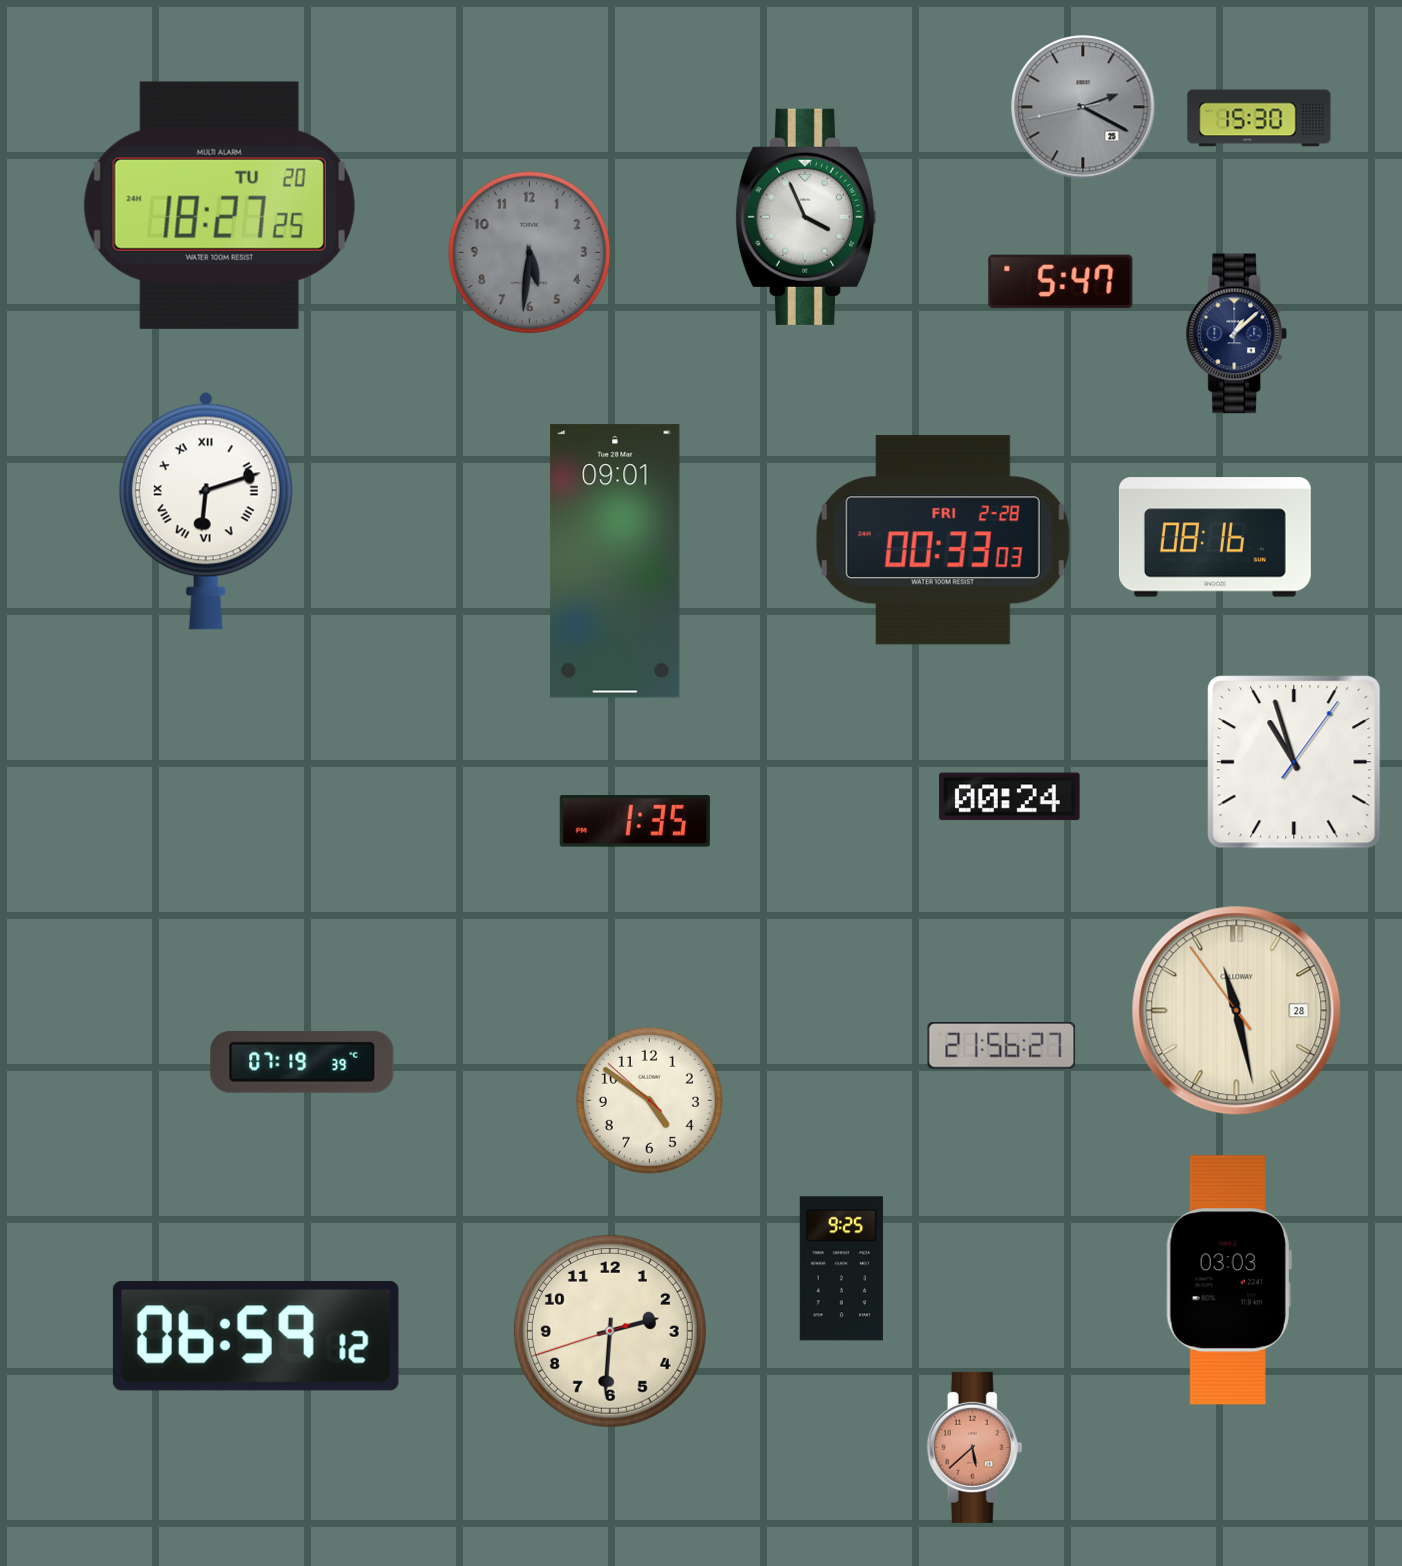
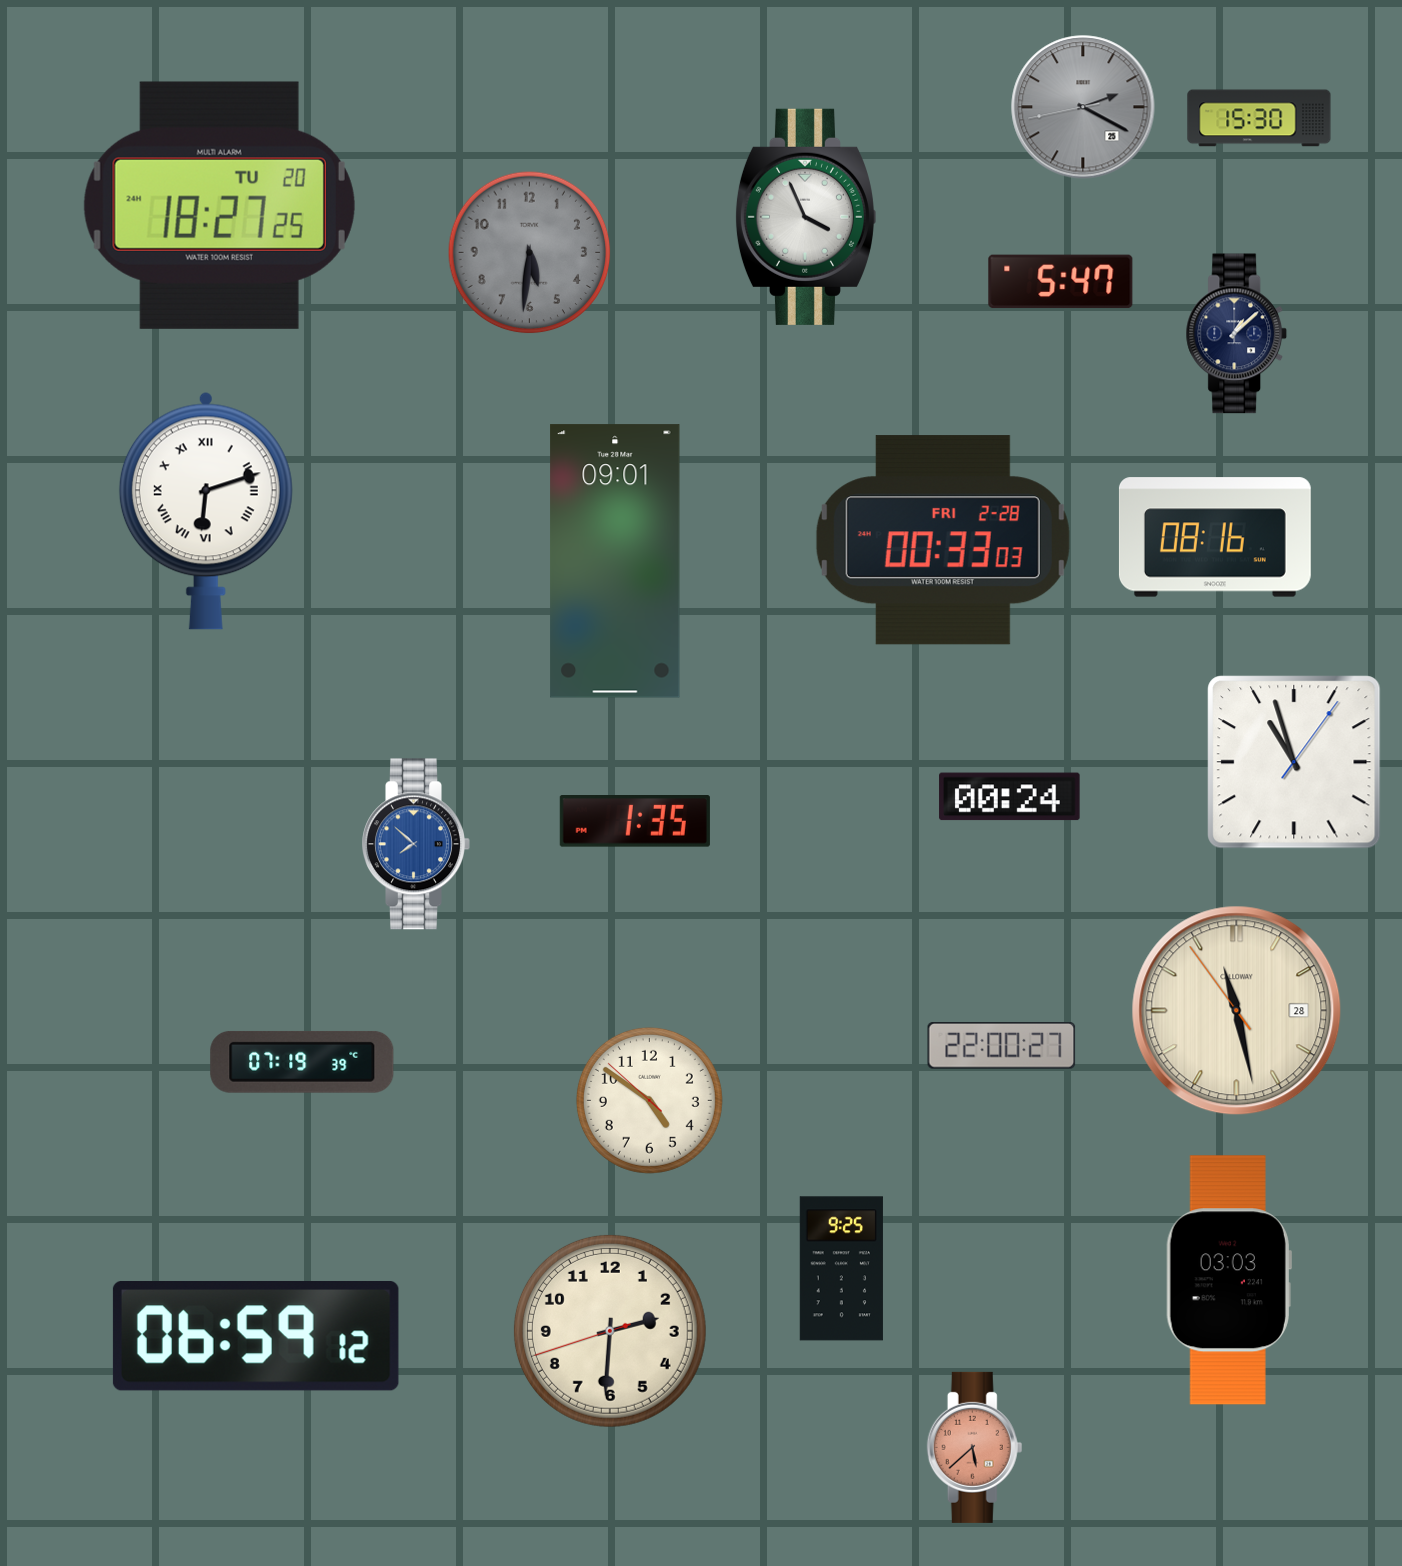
clock at (416, 844): none -> 7:52
clock at (1002, 1046): 21:56 -> 22:00
